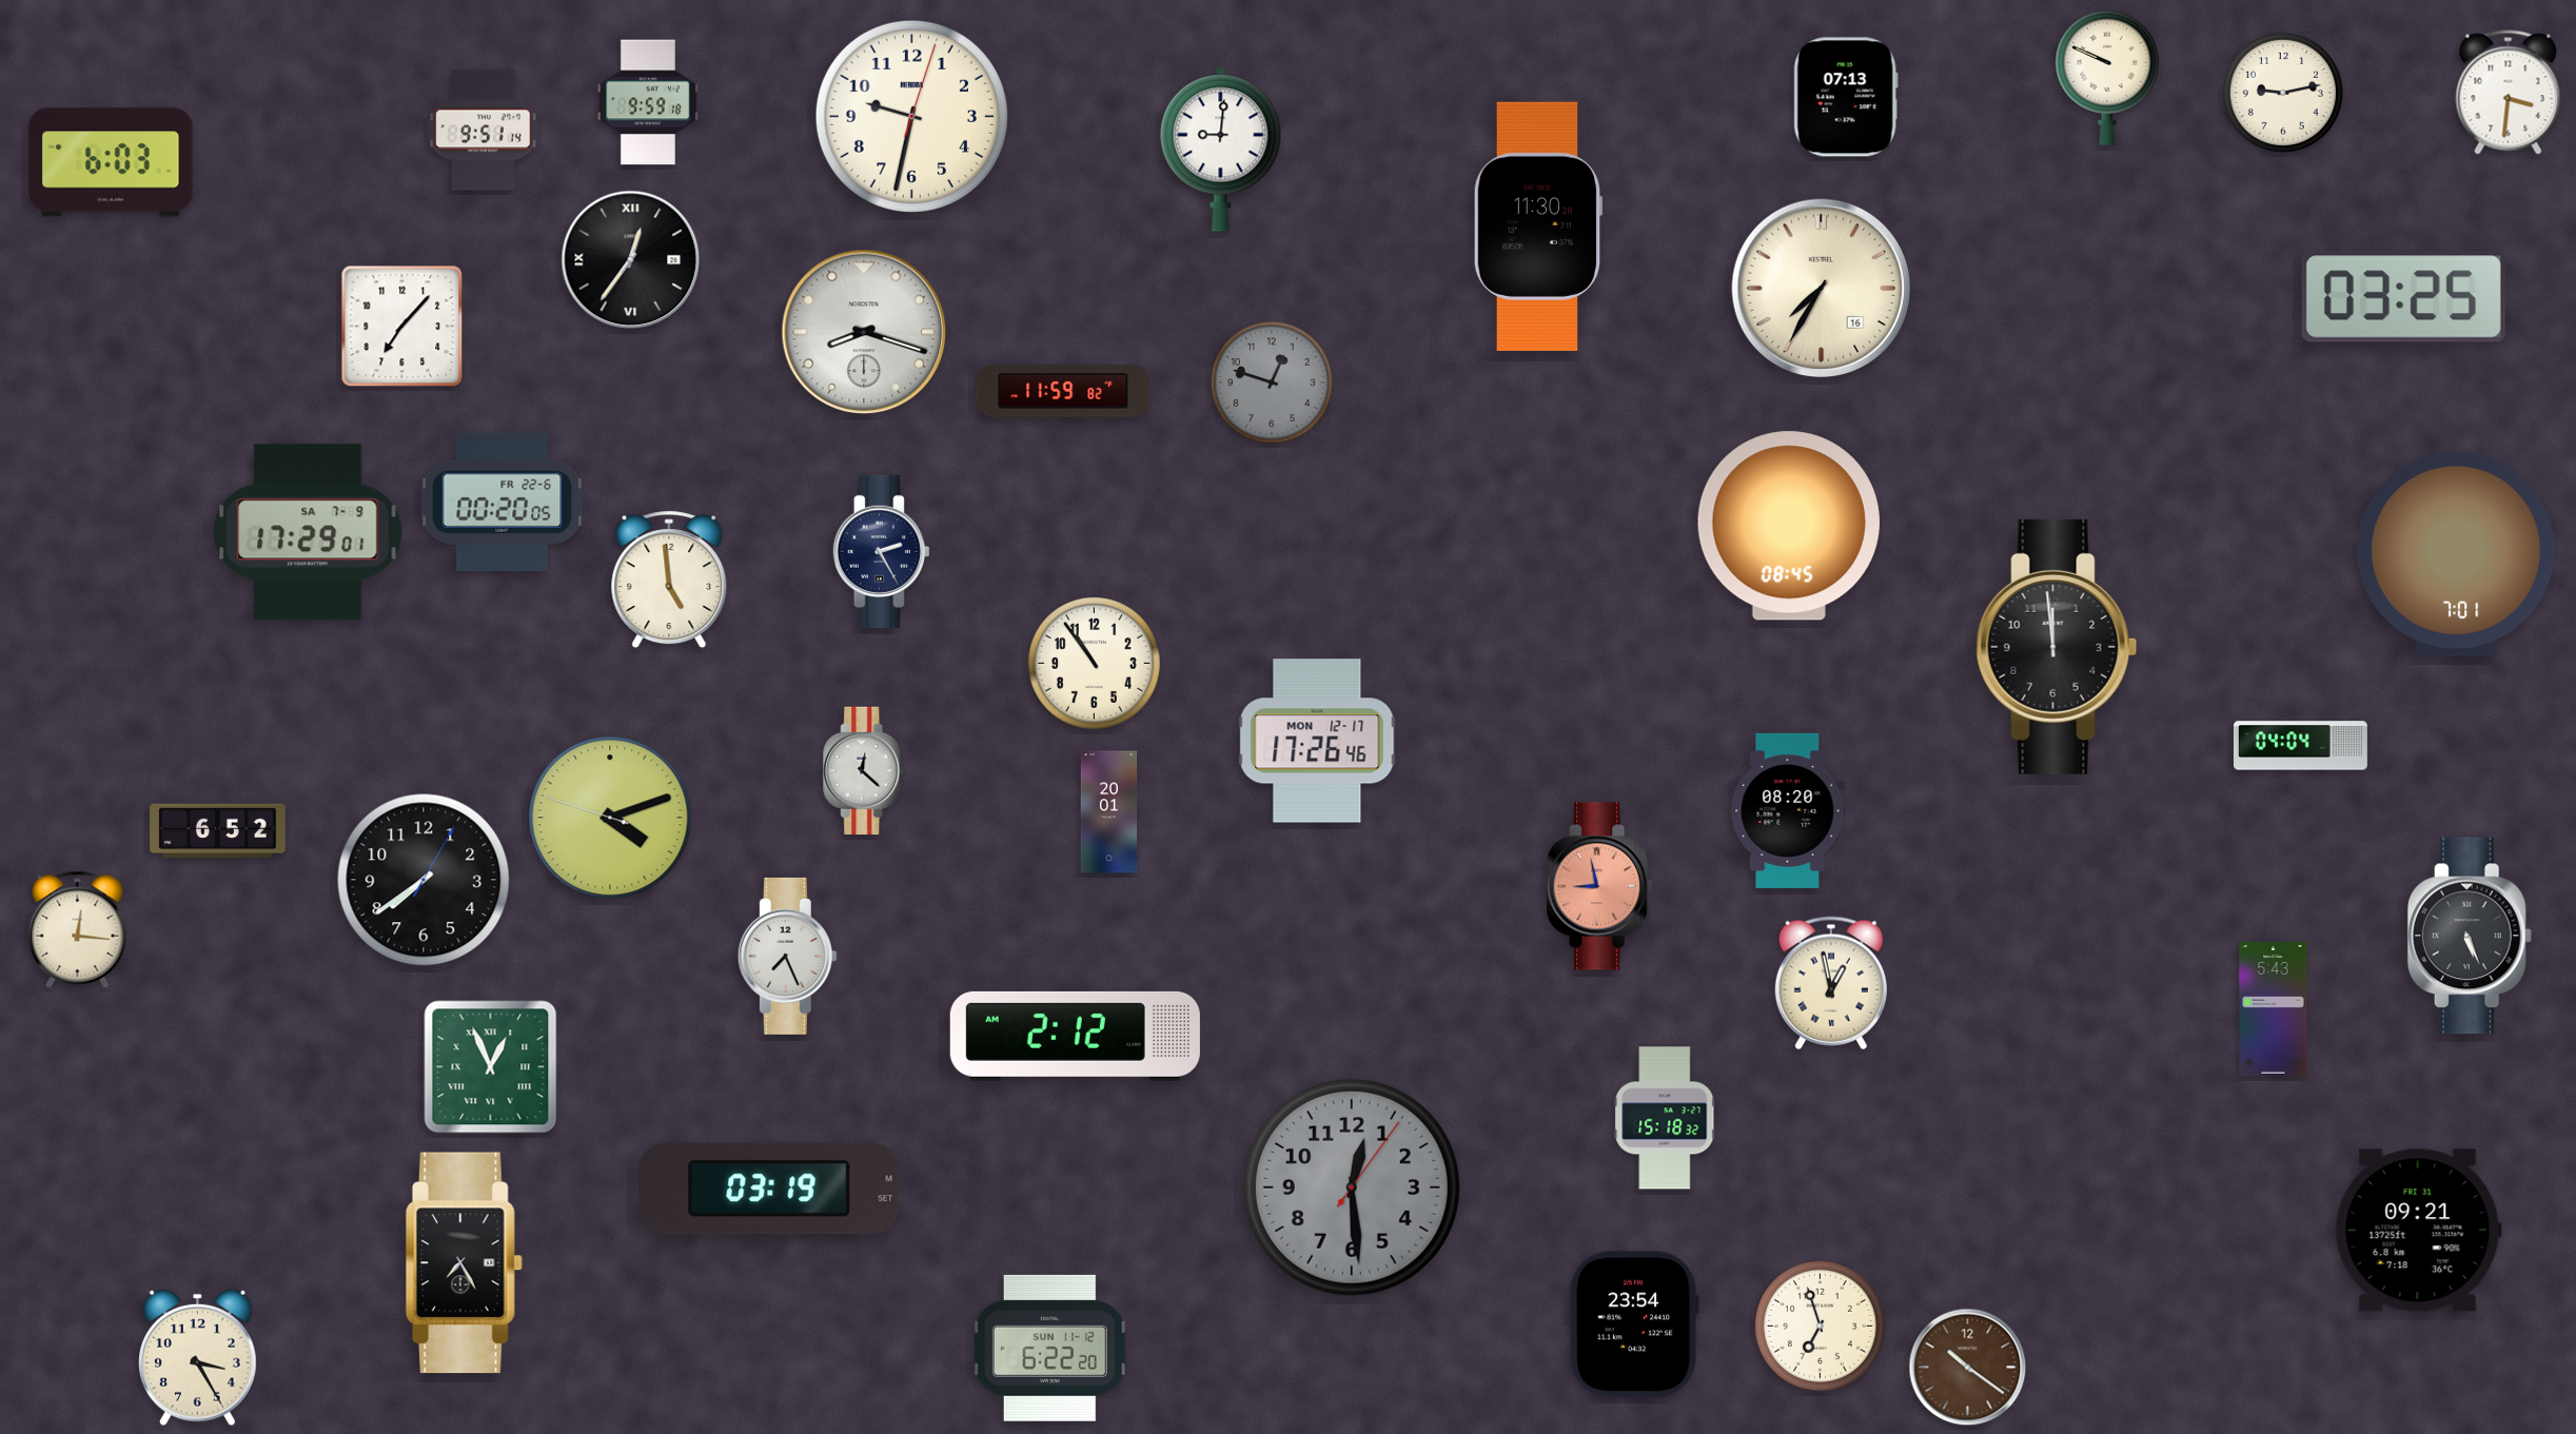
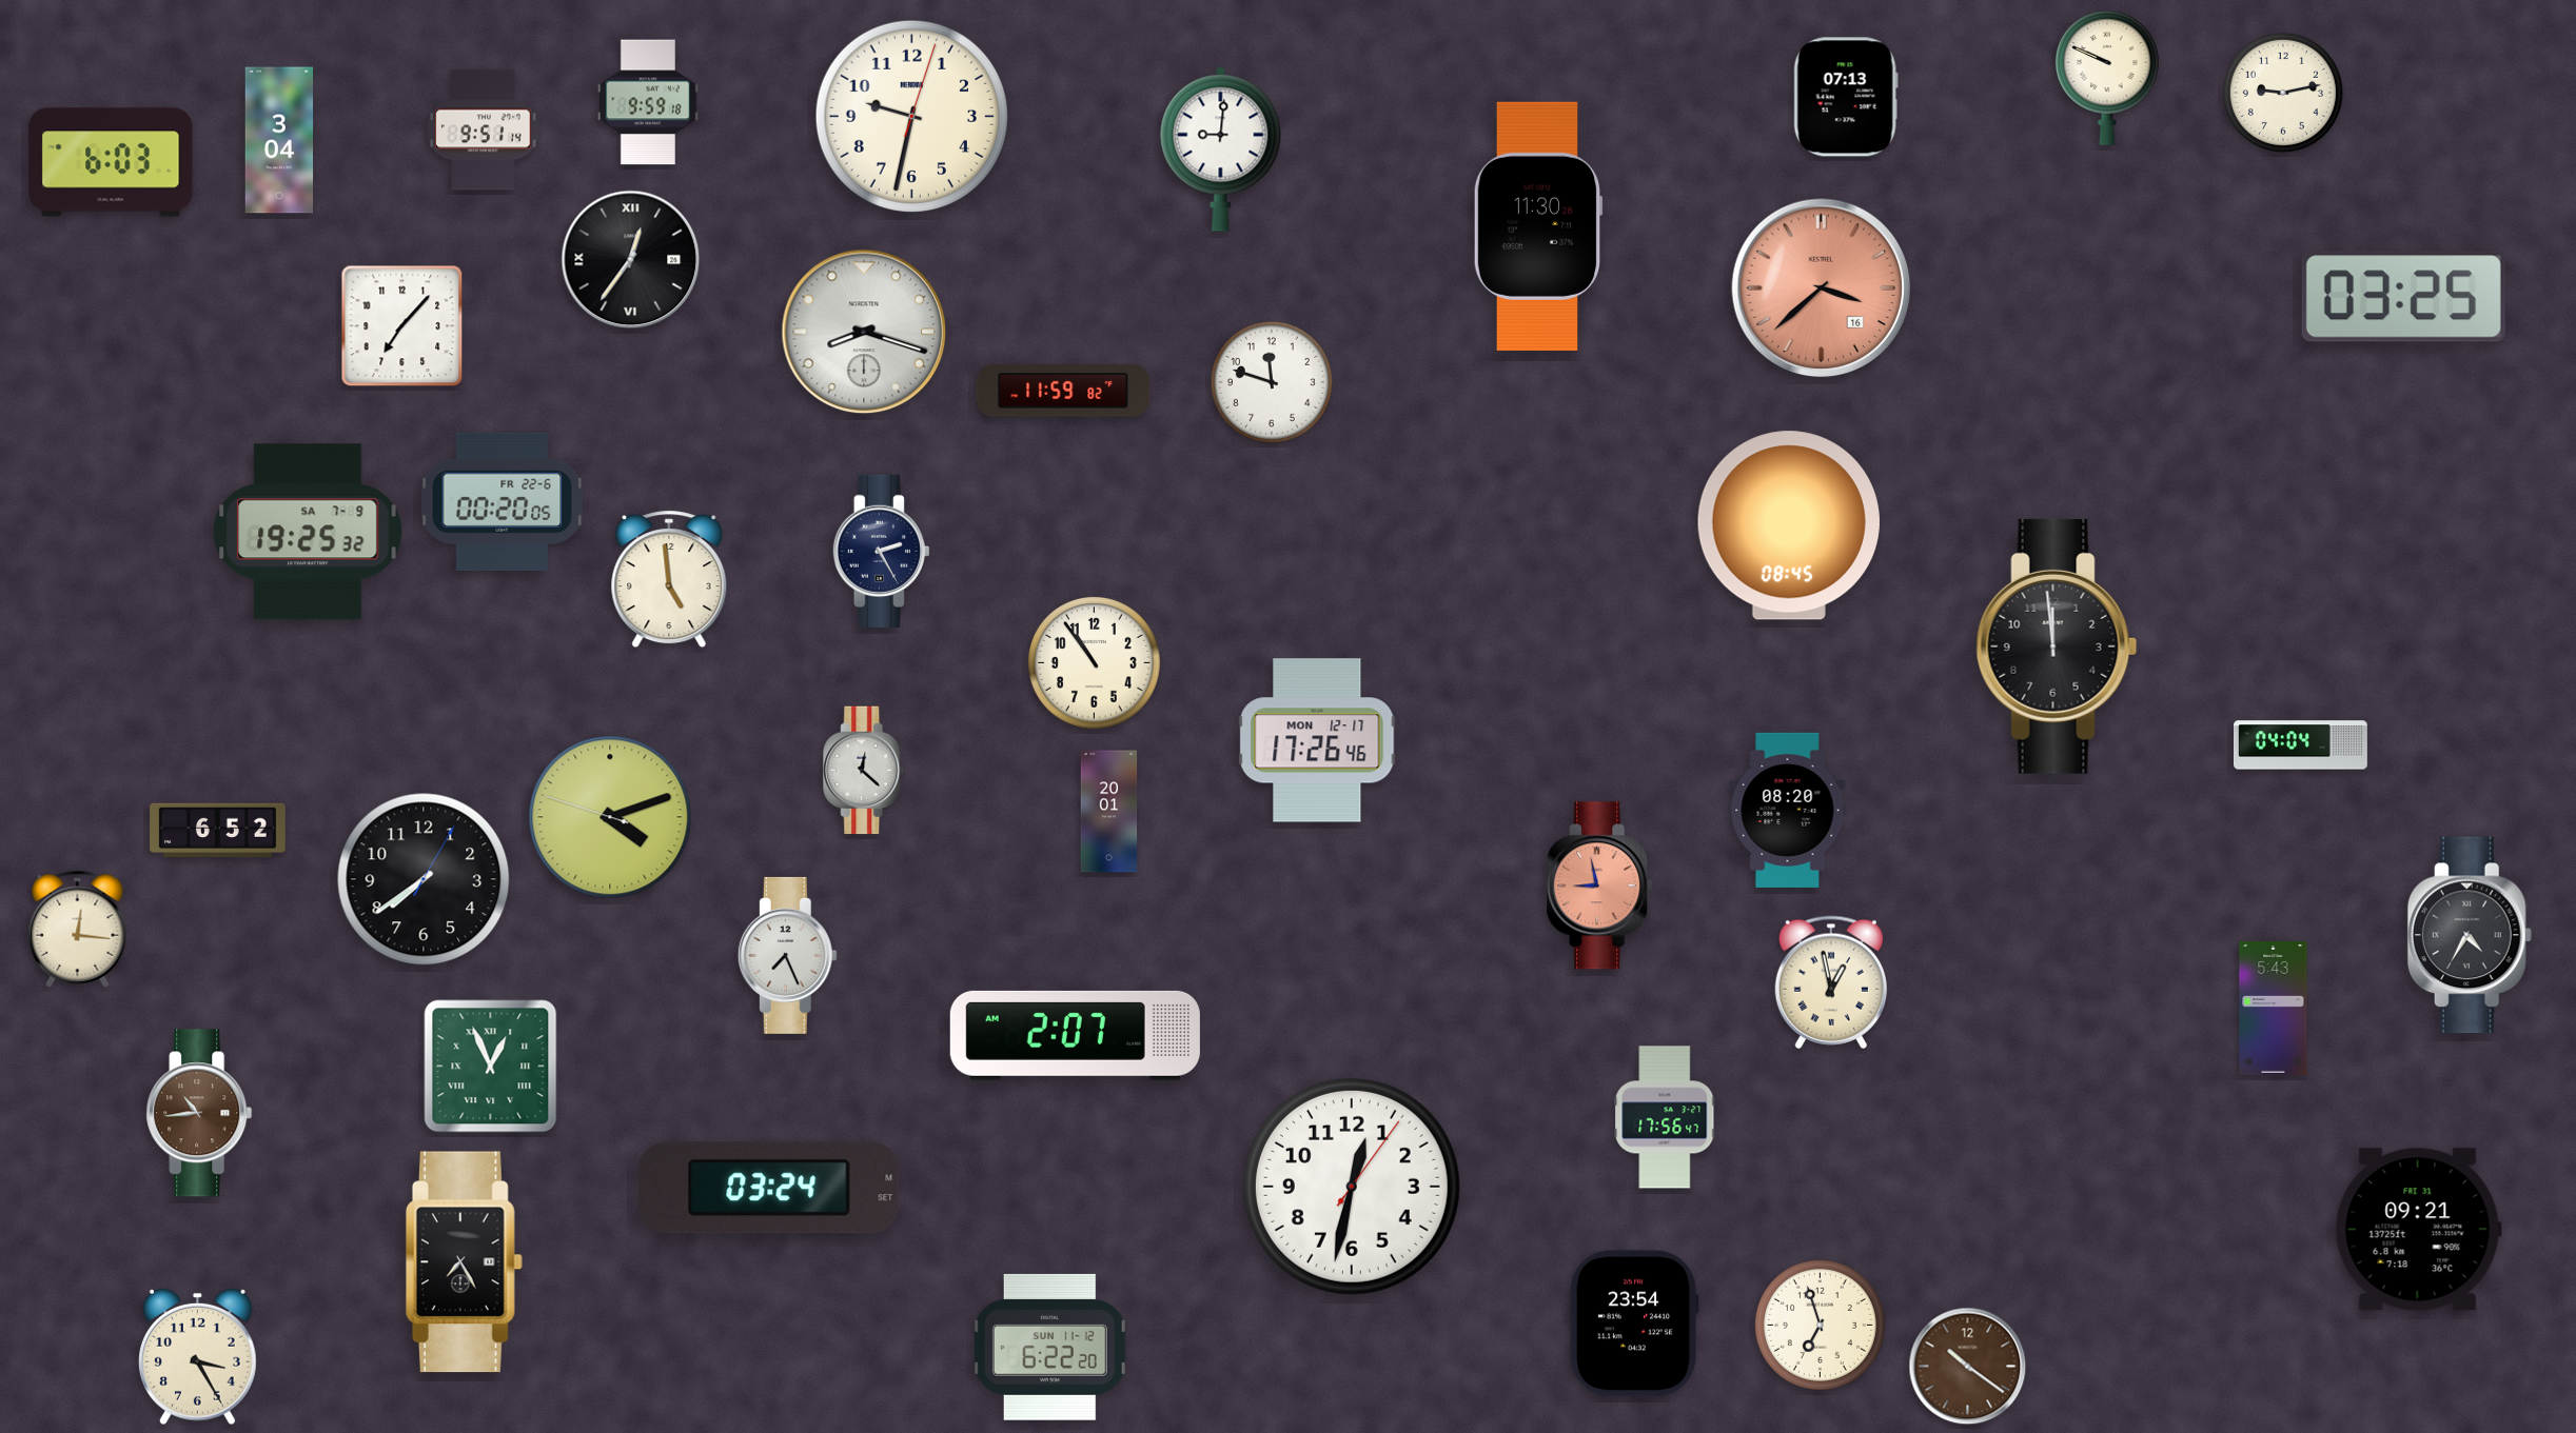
clock at (2509, 93): 3:31 -> none
clock at (279, 140): none -> 3:04
clock at (1822, 289): 7:35 -> 3:38
clock at (1822, 289) dial: cream -> salmon
clock at (1272, 382): 12:48 -> 11:48
clock at (1272, 382) dial: grey -> white
clock at (308, 532): 17:29 -> 19:25
clock at (2456, 554): 7:01 -> none
clock at (2470, 936): 5:26 -> 4:35
clock at (1075, 1036): 2:12 -> 2:07
clock at (199, 1113): none -> 10:44
clock at (1665, 1118): 15:18 -> 17:56
clock at (1352, 1187): 12:29 -> 12:32
clock at (1352, 1187) dial: grey -> white
clock at (769, 1189): 03:19 -> 03:24
